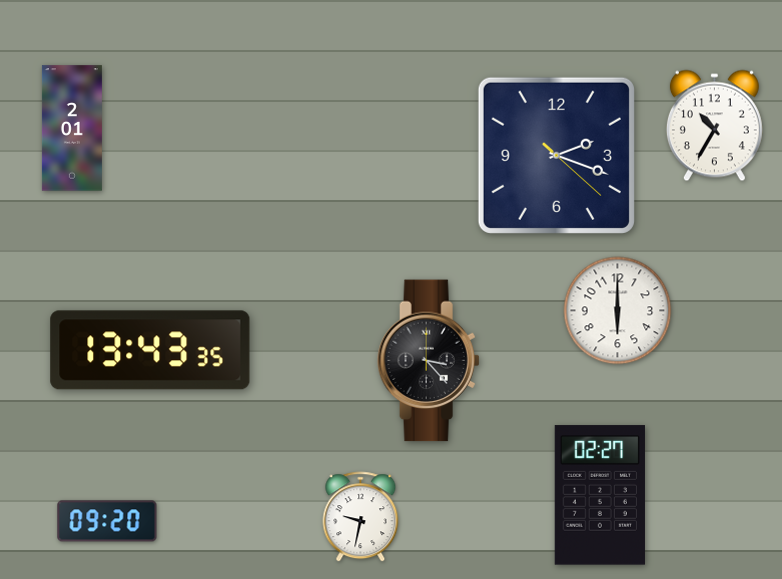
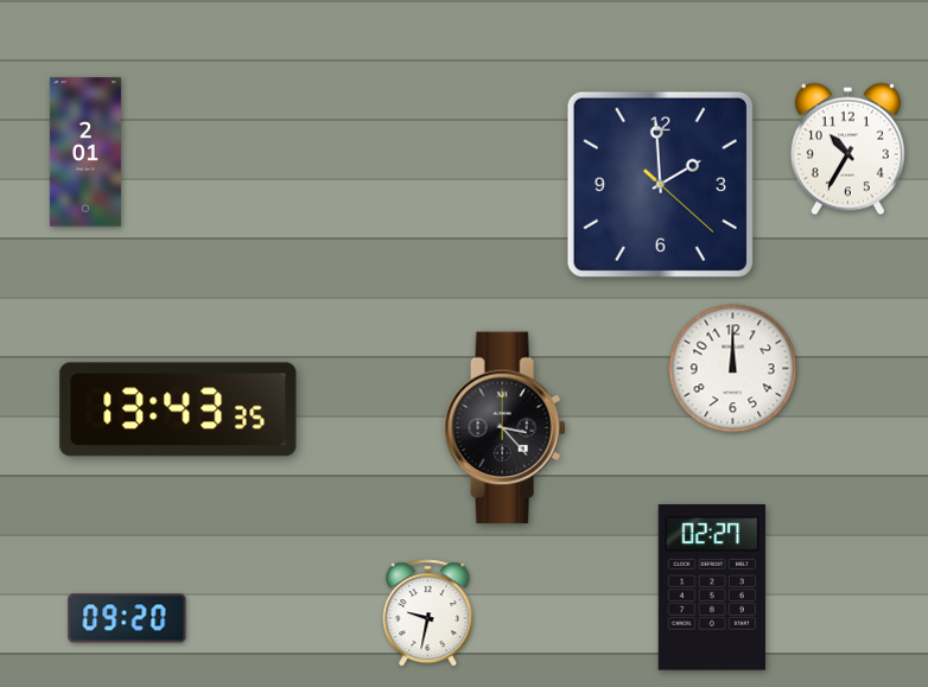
clock at (556, 155): 2:18 -> 1:59
clock at (618, 311): 6:00 -> 12:00
clock at (150, 350) position: (150, 350) -> (178, 409)
clock at (429, 361) position: (429, 361) -> (506, 428)
